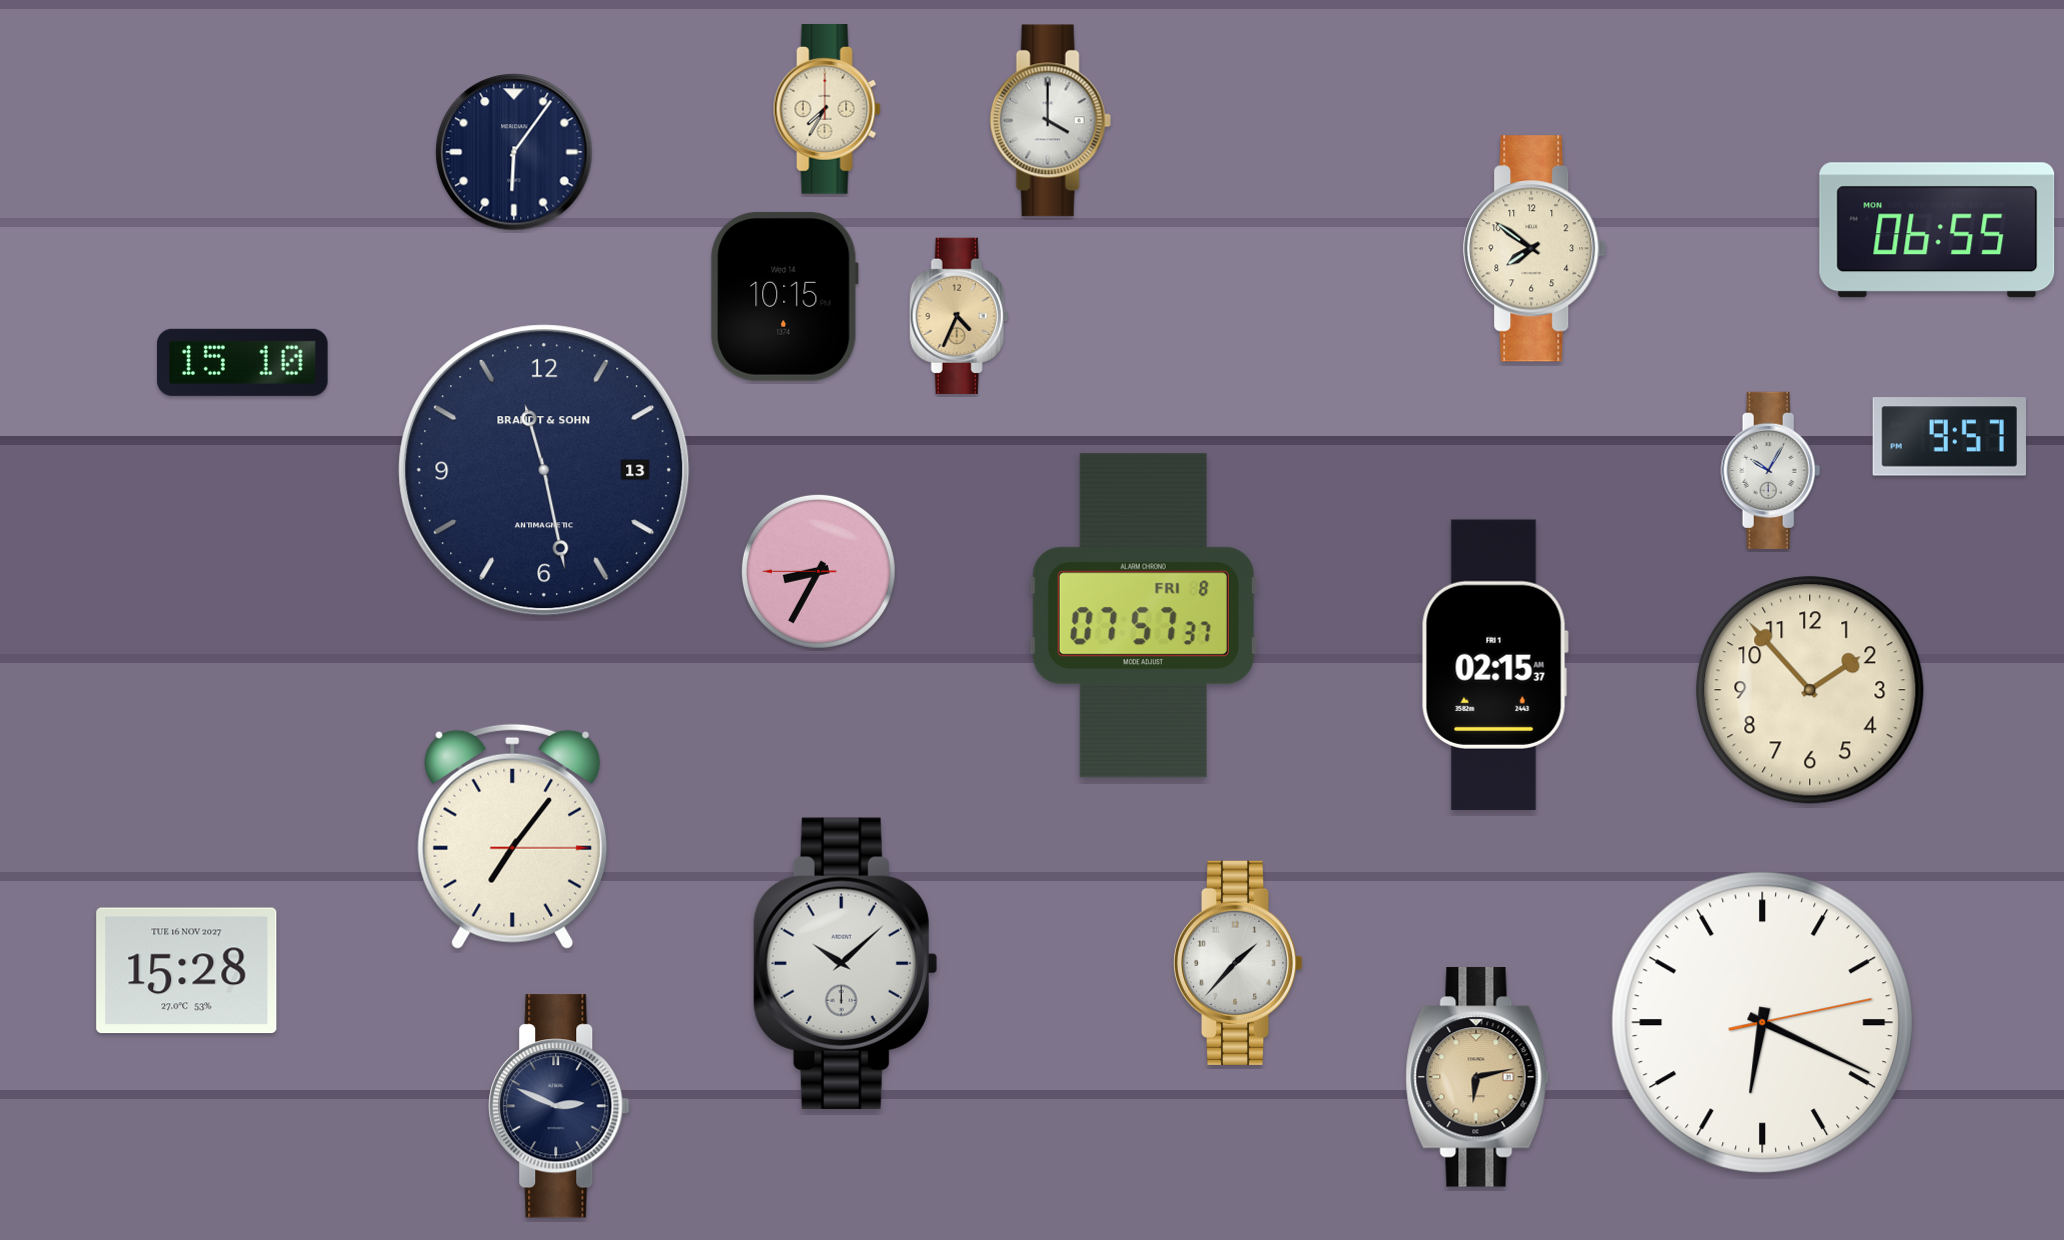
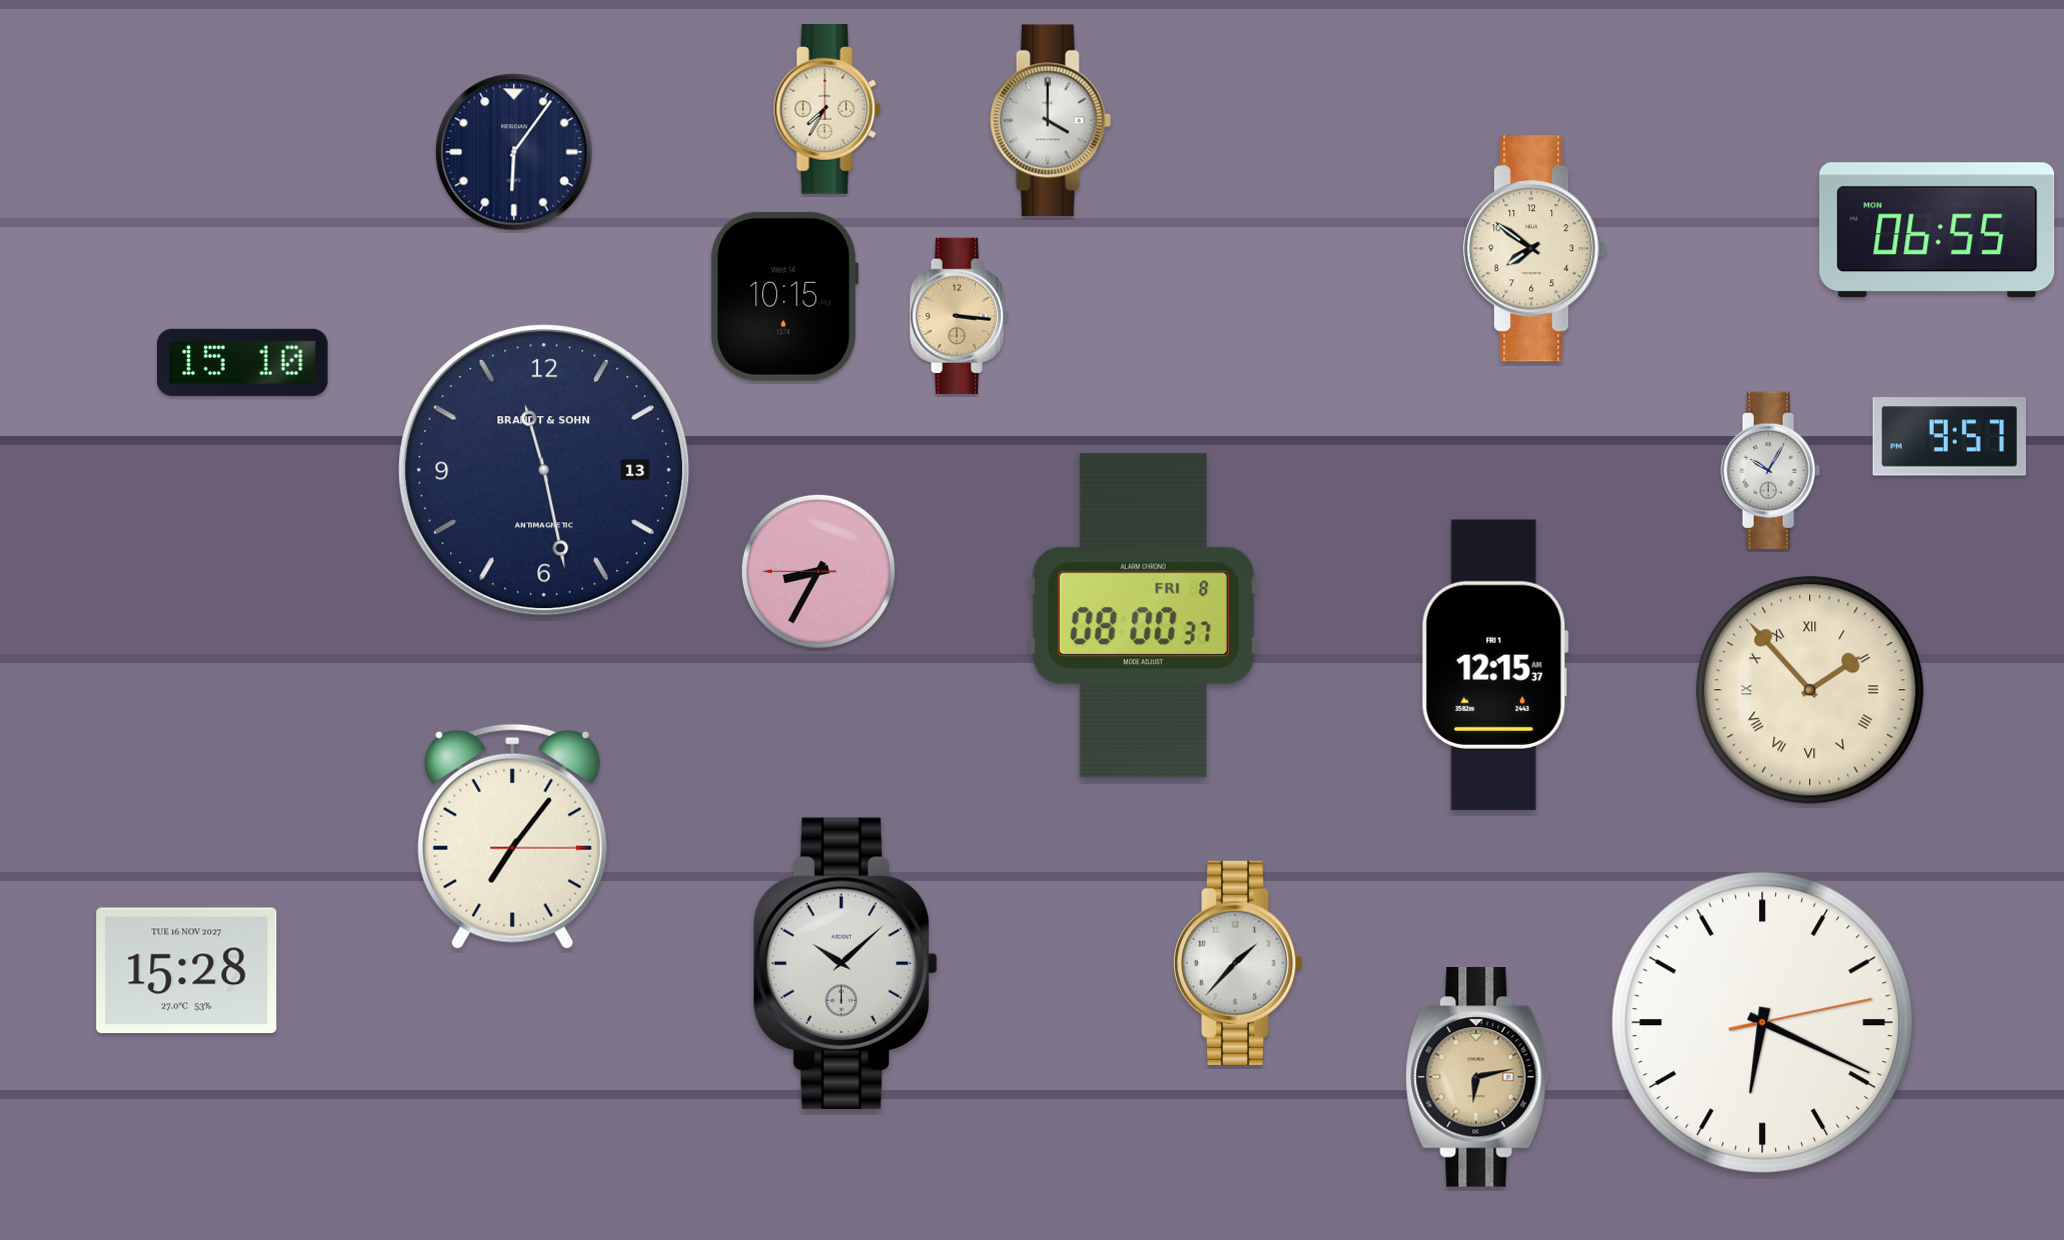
clock at (959, 316): 4:34 -> 3:16
clock at (1143, 616): 07:57 -> 08:00
clock at (1495, 665): 02:15 -> 12:15
clock at (1810, 690) numerals: Arabic -> Roman
clock at (559, 1106): 2:49 -> none
